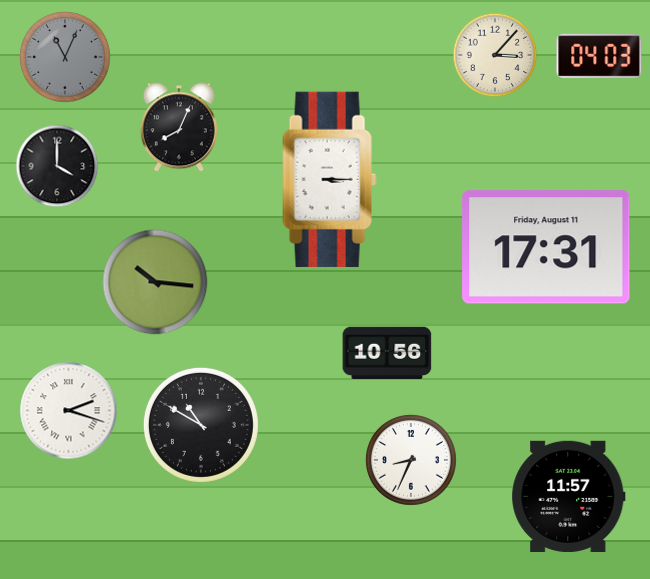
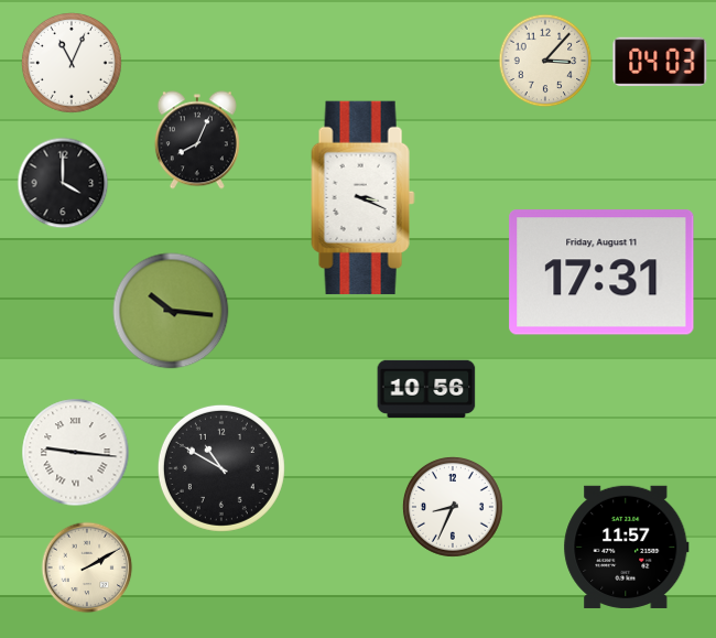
clock at (65, 57) dial: grey -> white
clock at (330, 179): 3:15 -> 3:19
clock at (69, 411): 2:18 -> 9:16
clock at (87, 567): none -> 2:10
